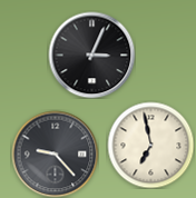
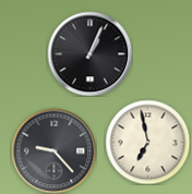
clock at (91, 55): 3:04 -> 1:04
